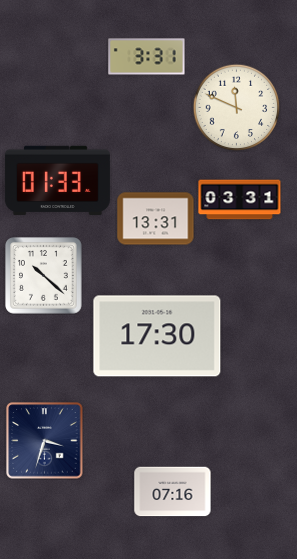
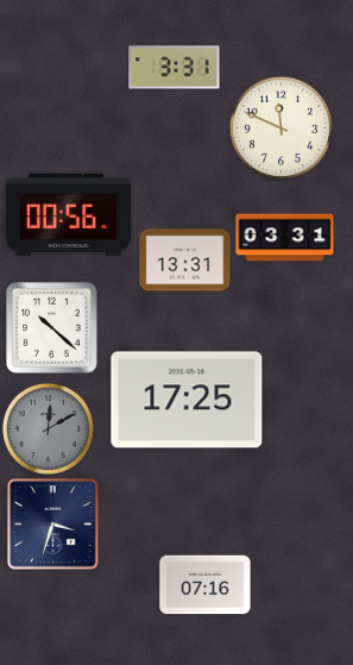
clock at (57, 181): 01:33 -> 00:56
clock at (157, 336): 17:30 -> 17:25
clock at (48, 428): none -> 12:10
